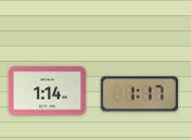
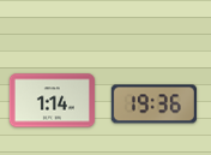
clock at (139, 94): 1:17 -> 19:36
